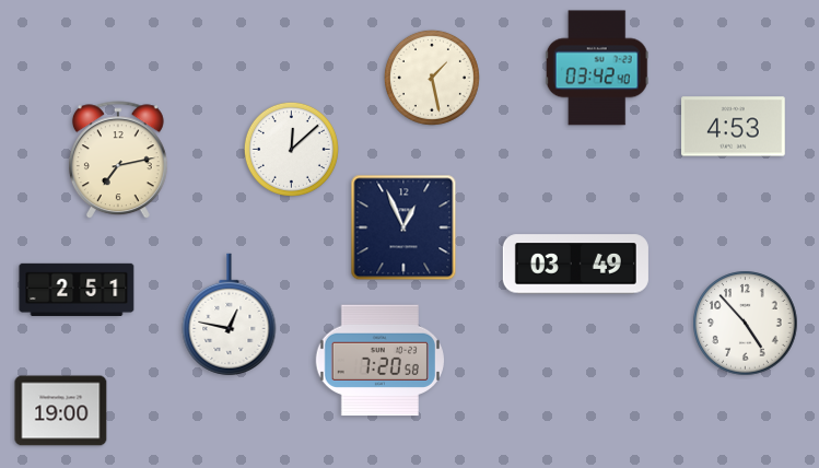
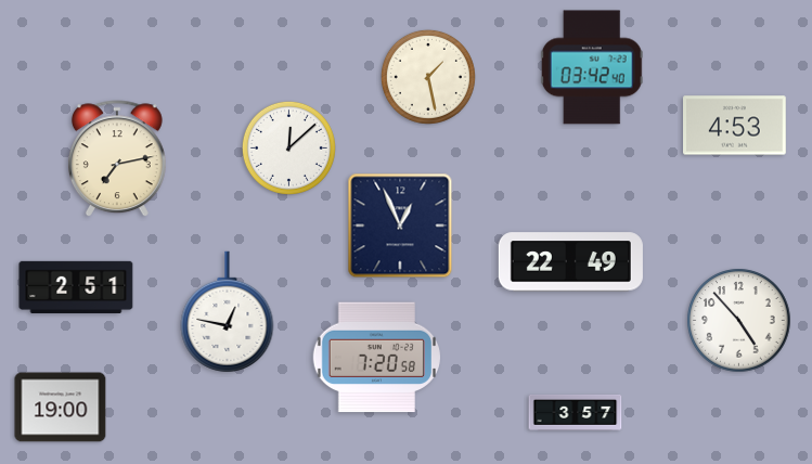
clock at (734, 127) position: (734, 127) -> (735, 126)
clock at (575, 265): 03:49 -> 22:49
clock at (576, 412): none -> 3:57
